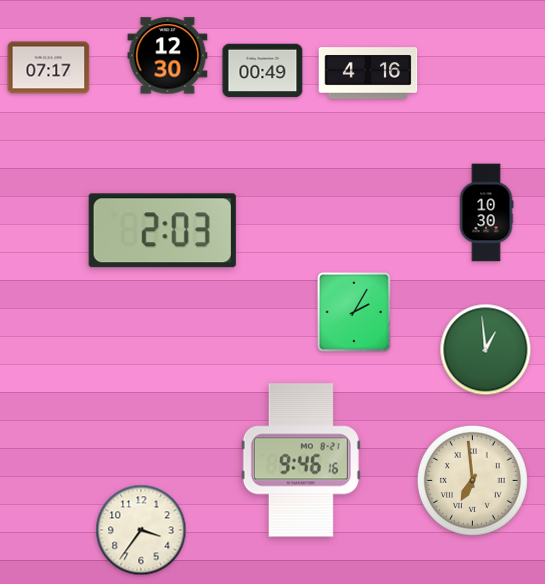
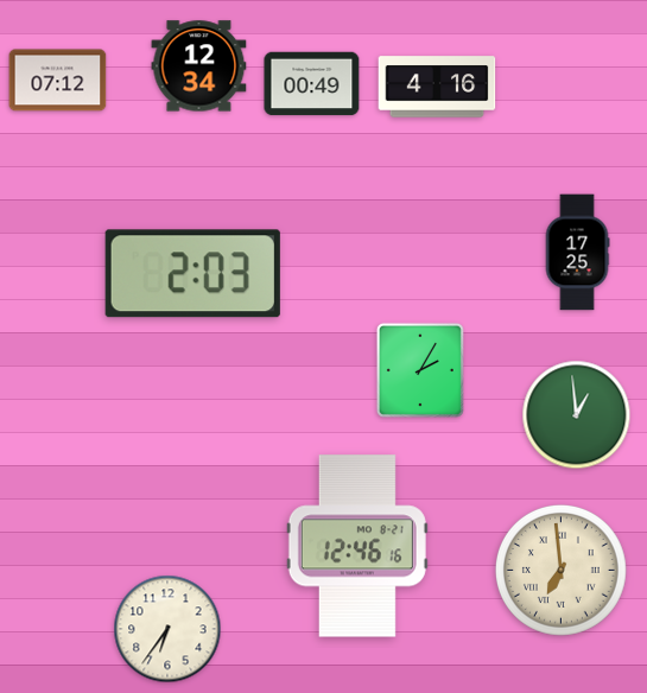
clock at (168, 56): 12:30 -> 12:34
clock at (49, 68): 07:17 -> 07:12
clock at (486, 213): 10:30 -> 17:25
clock at (301, 460): 9:46 -> 12:46
clock at (141, 530): 3:36 -> 6:36
